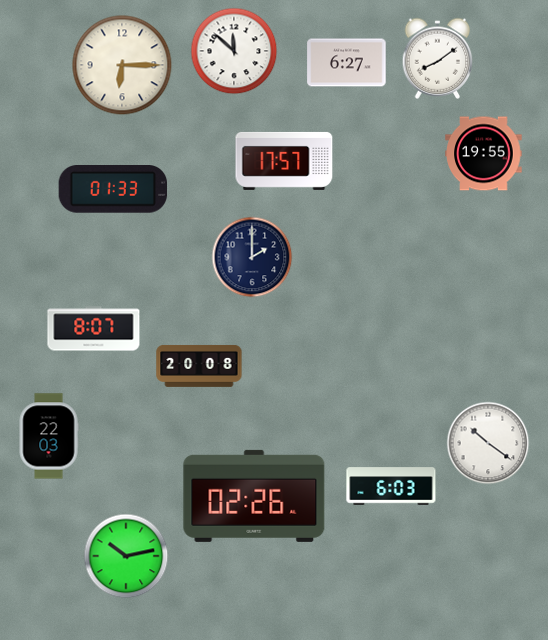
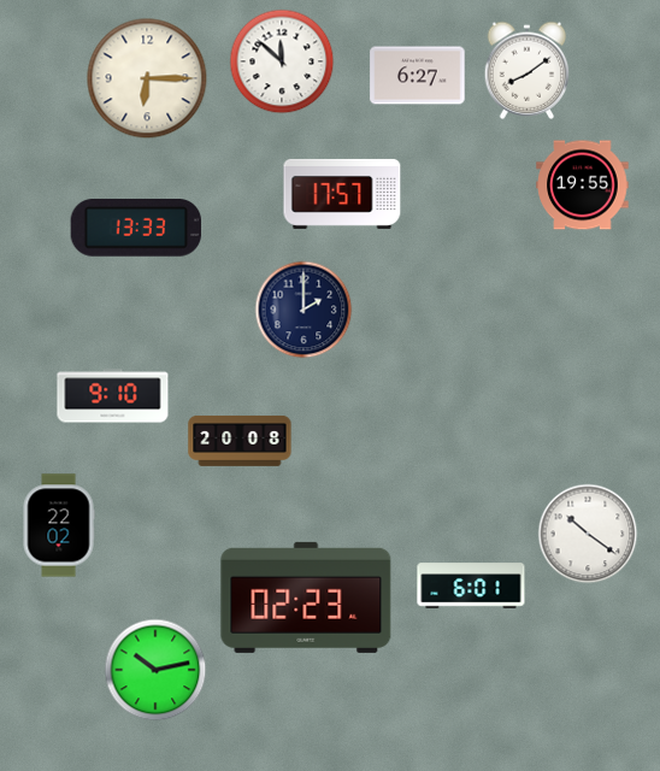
clock at (113, 190): 01:33 -> 13:33
clock at (94, 329): 8:07 -> 9:10
clock at (49, 436): 22:03 -> 22:02
clock at (391, 486): 6:03 -> 6:01
clock at (254, 496): 02:26 -> 02:23
clock at (126, 556) position: (126, 556) -> (155, 670)
